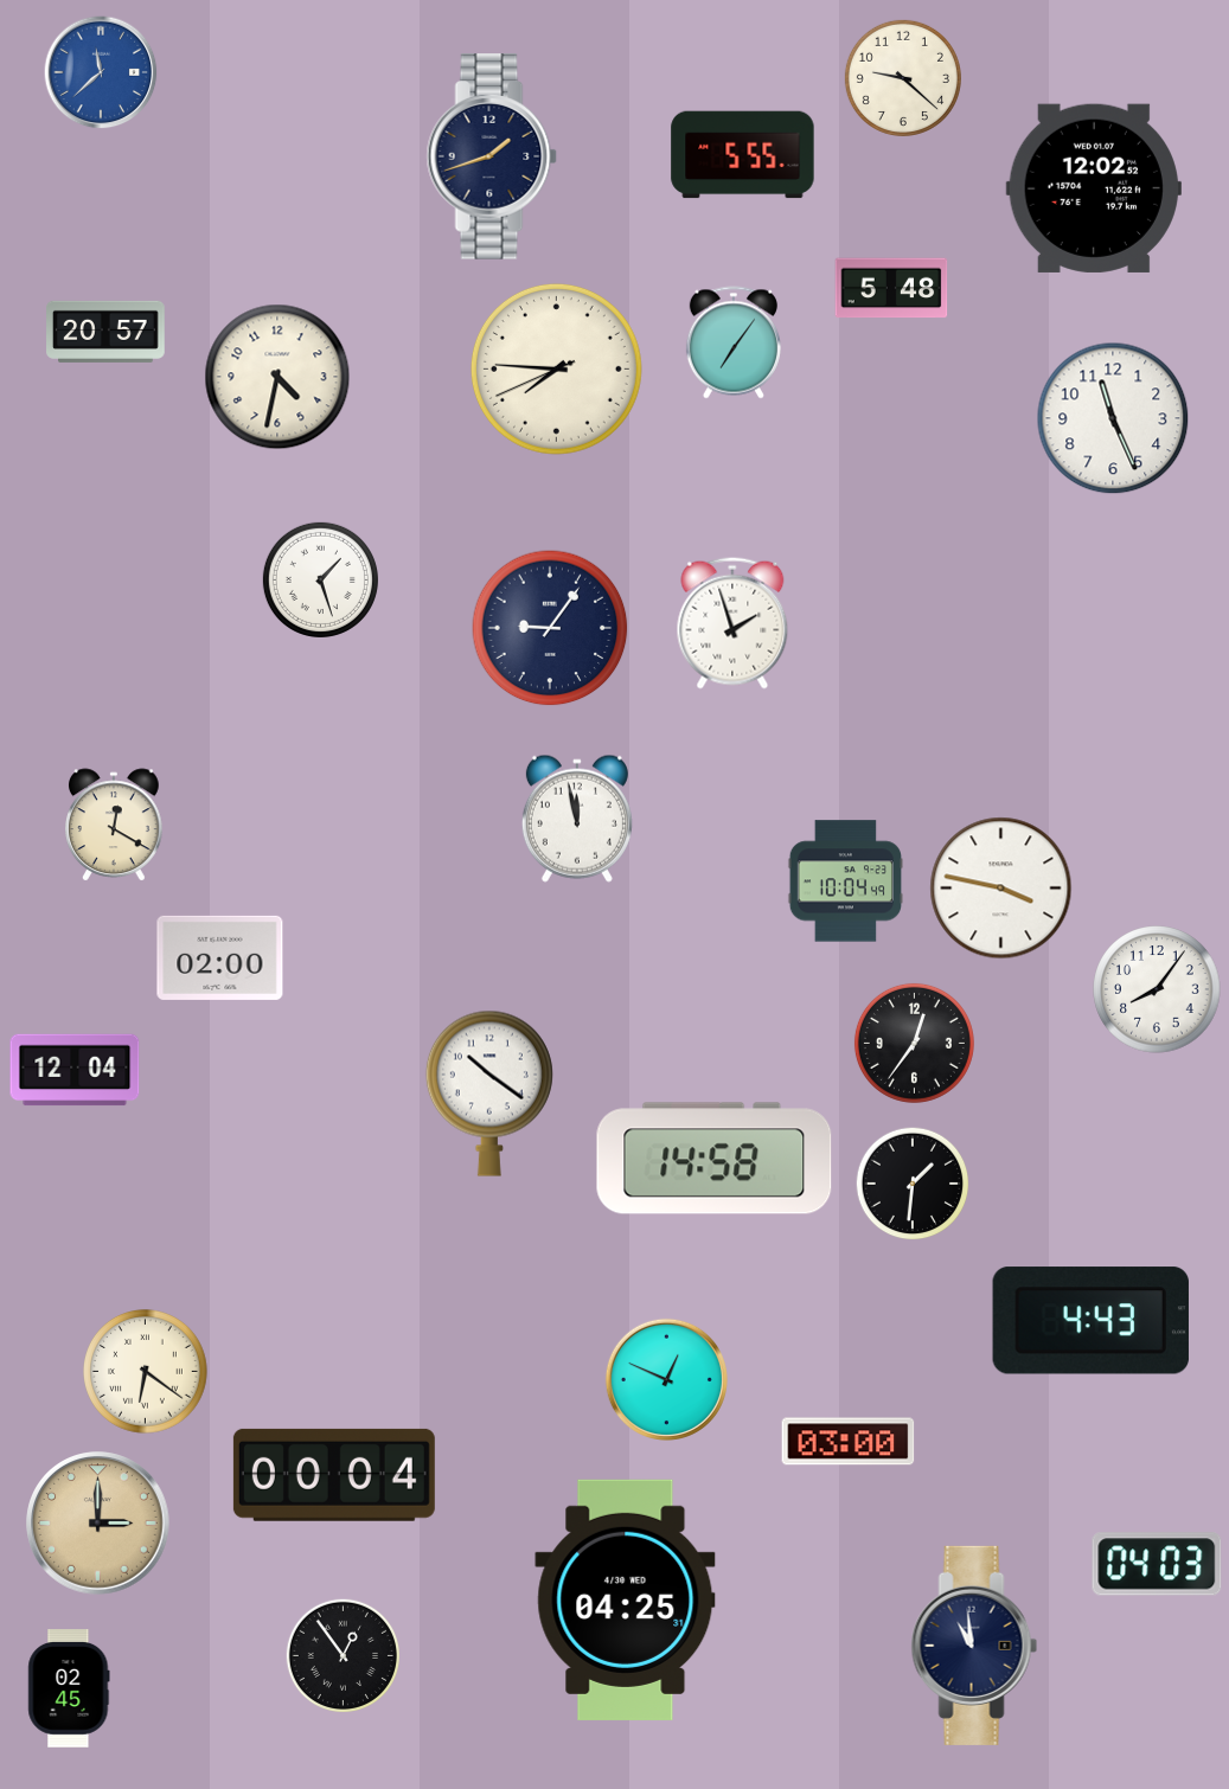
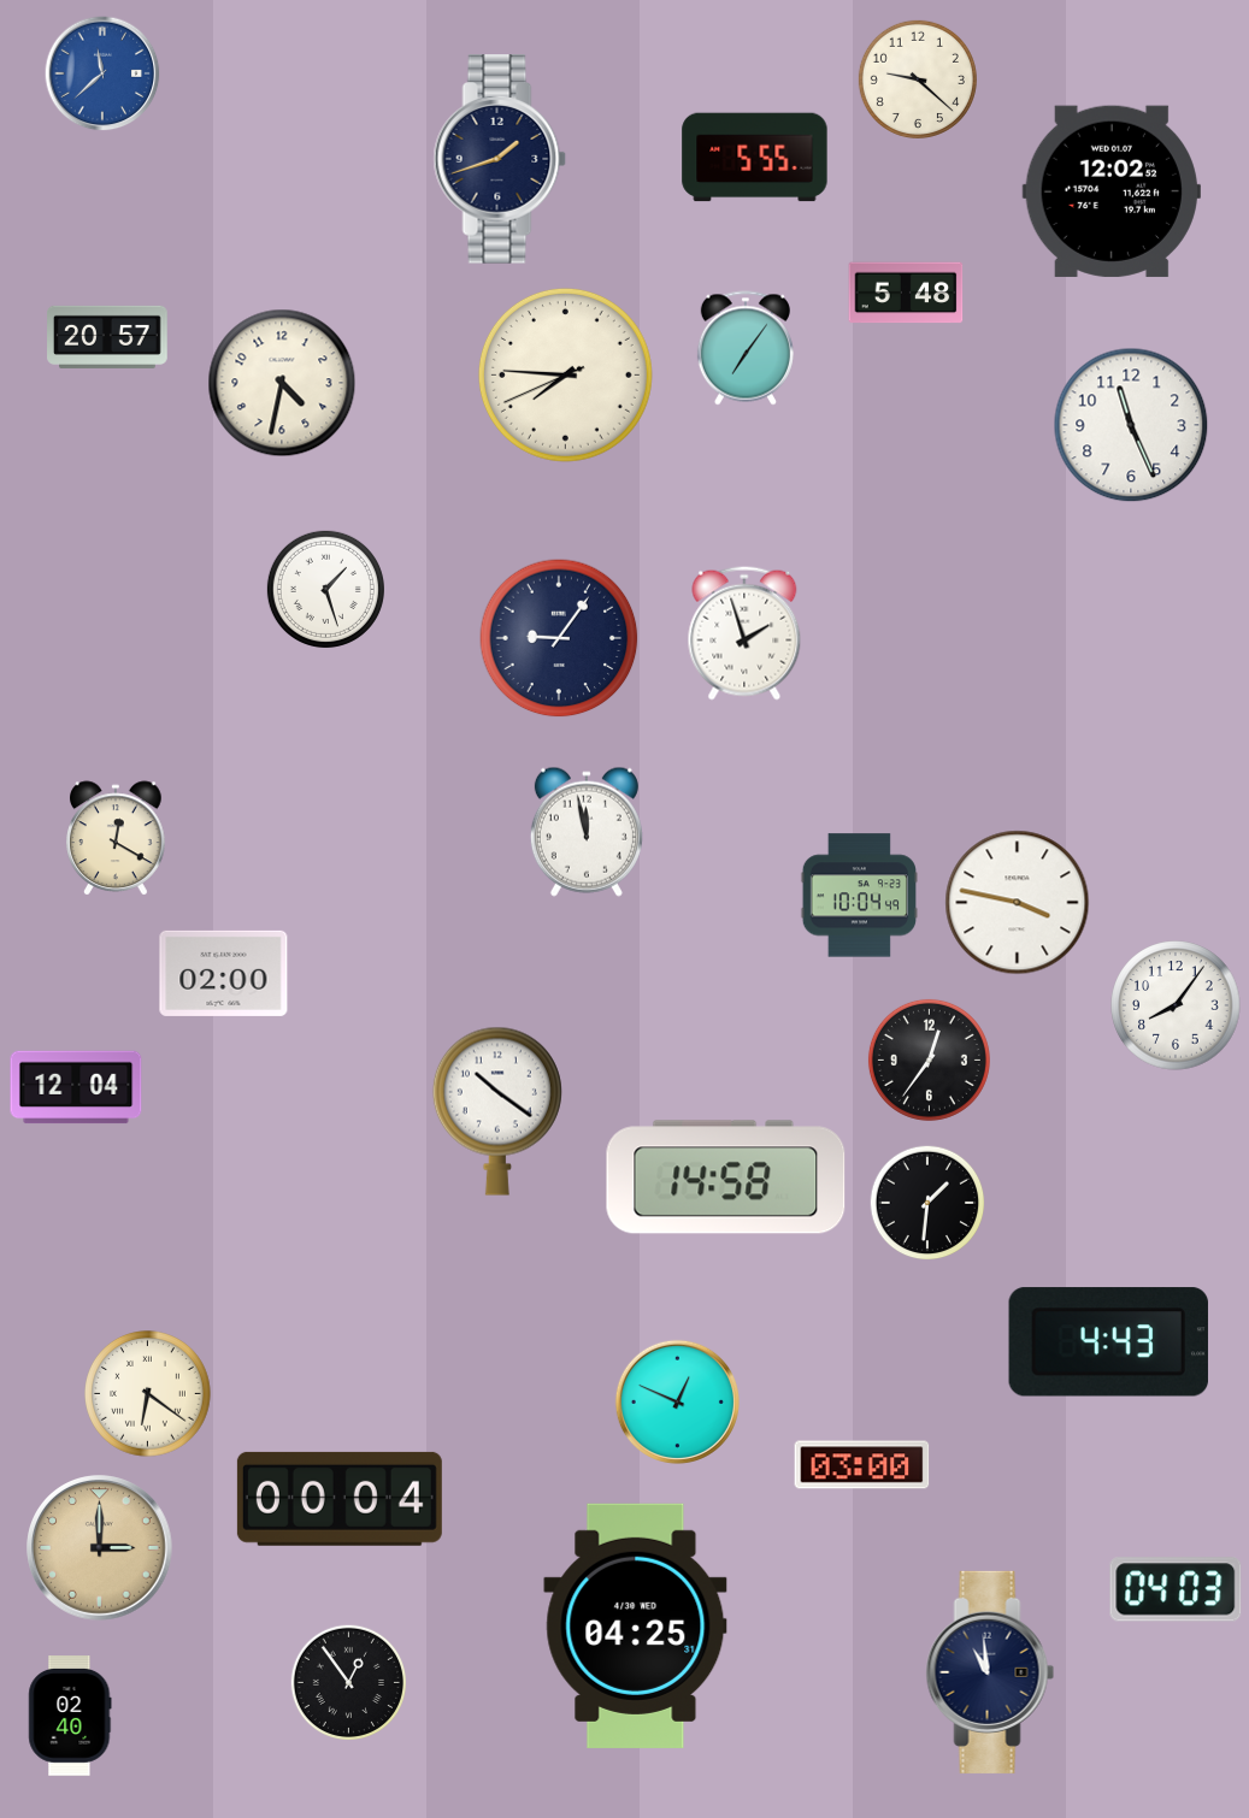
clock at (69, 1689): 02:45 -> 02:40
